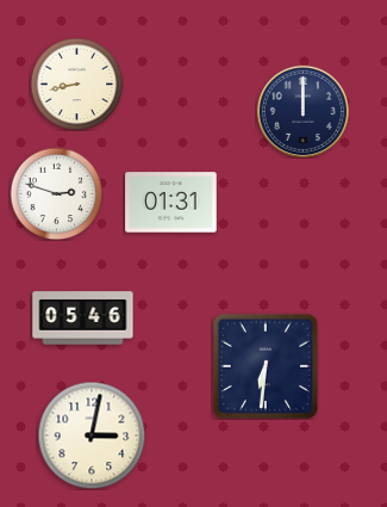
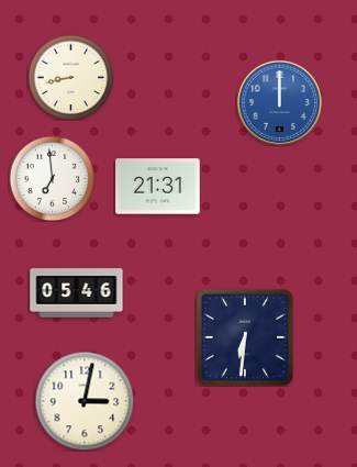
clock at (302, 111) dial: navy -> blue
clock at (56, 193): 2:48 -> 6:59
clock at (171, 203): 01:31 -> 21:31
